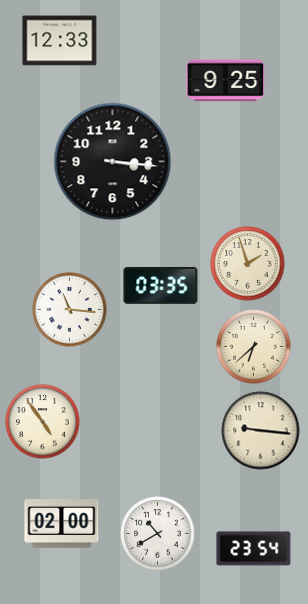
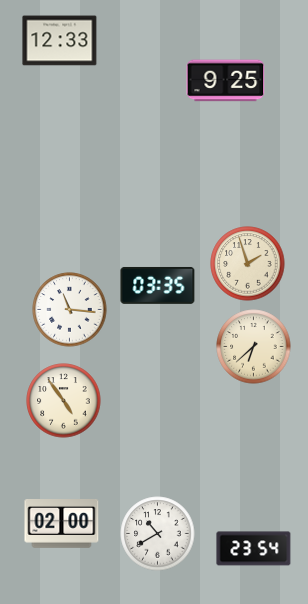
clock at (113, 162): 3:16 -> none
clock at (161, 285) position: (161, 285) -> (158, 285)
clock at (43, 422) position: (43, 422) -> (64, 401)
clock at (261, 431): 9:16 -> none
